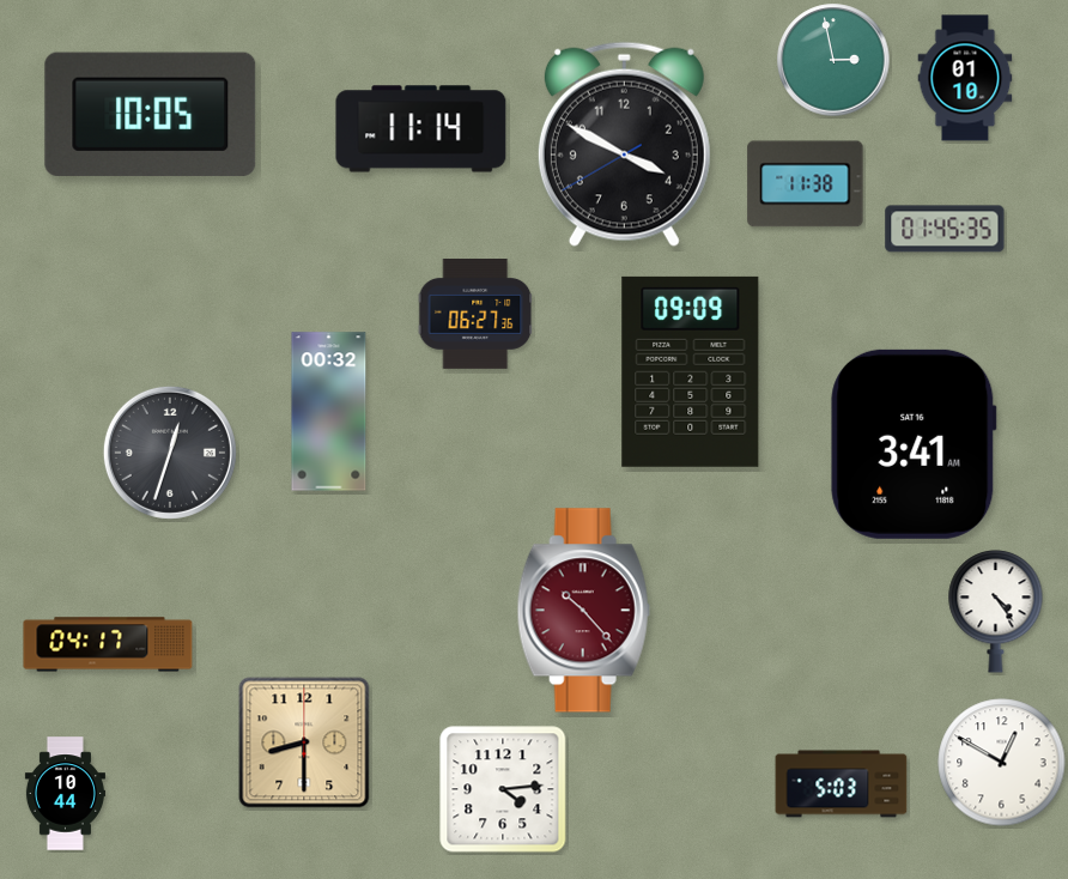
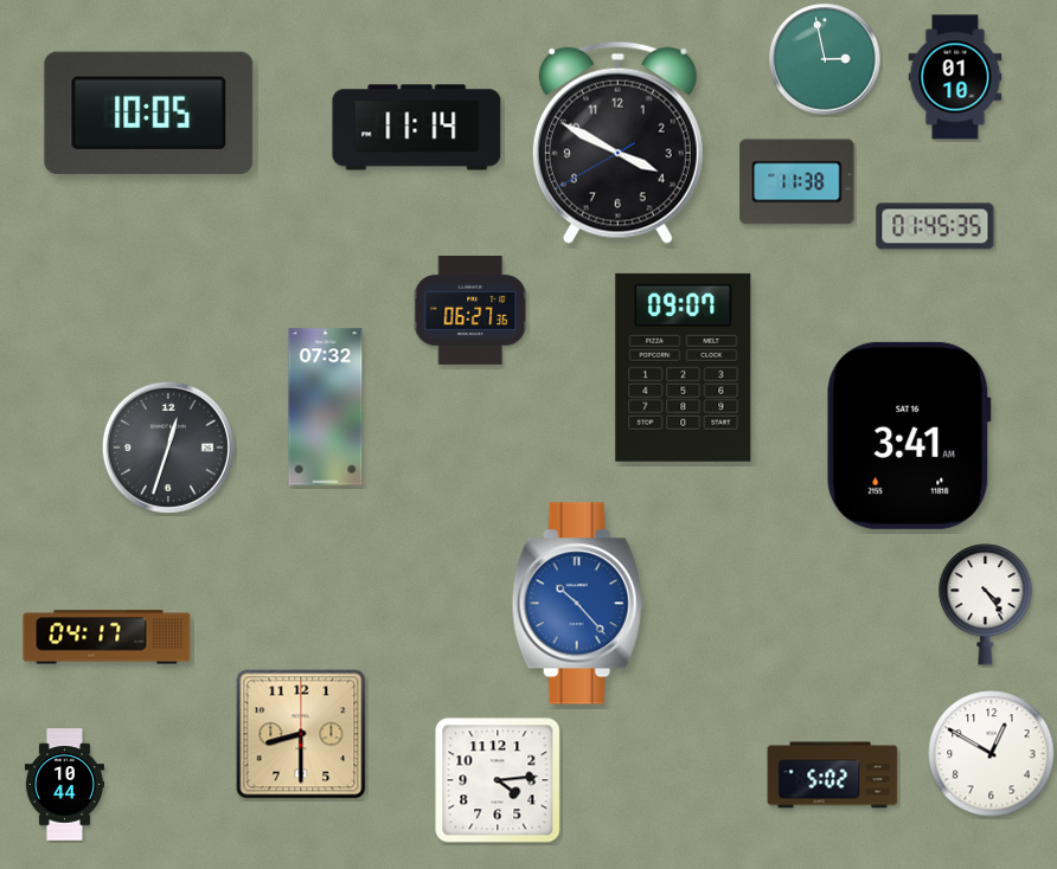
clock at (691, 371): 09:09 -> 09:07
clock at (329, 412): 00:32 -> 07:32
clock at (914, 444) position: (914, 444) -> (909, 436)
clock at (583, 611) dial: burgundy -> blue
clock at (842, 784): 5:03 -> 5:02
